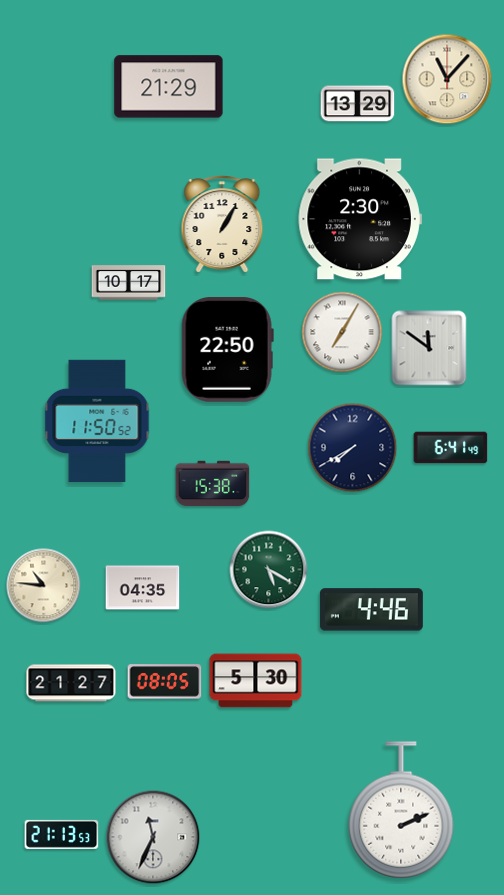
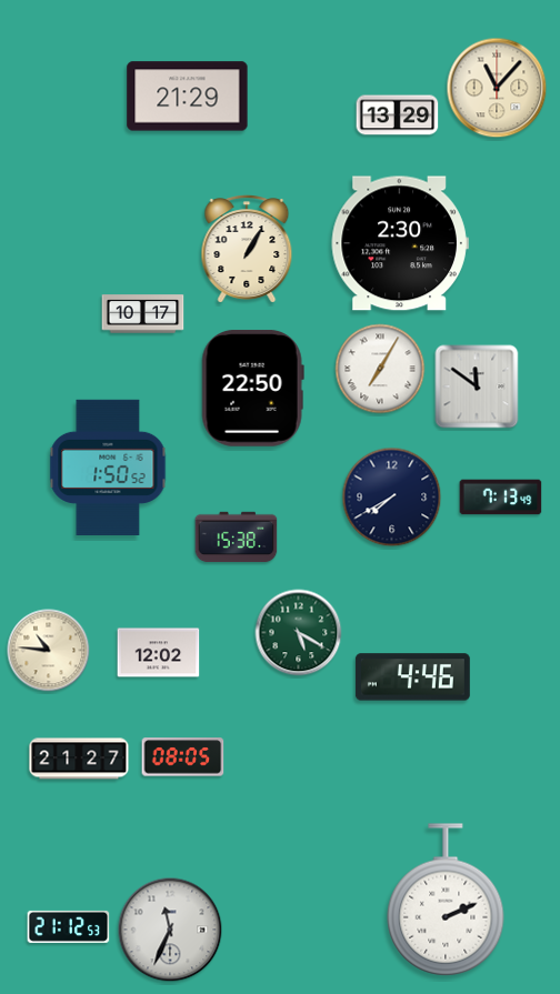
clock at (97, 421): 11:50 -> 1:50
clock at (451, 448): 6:41 -> 7:13
clock at (143, 588): 04:35 -> 12:02
clock at (256, 681): 5:30 -> none
clock at (62, 834): 21:13 -> 21:12
